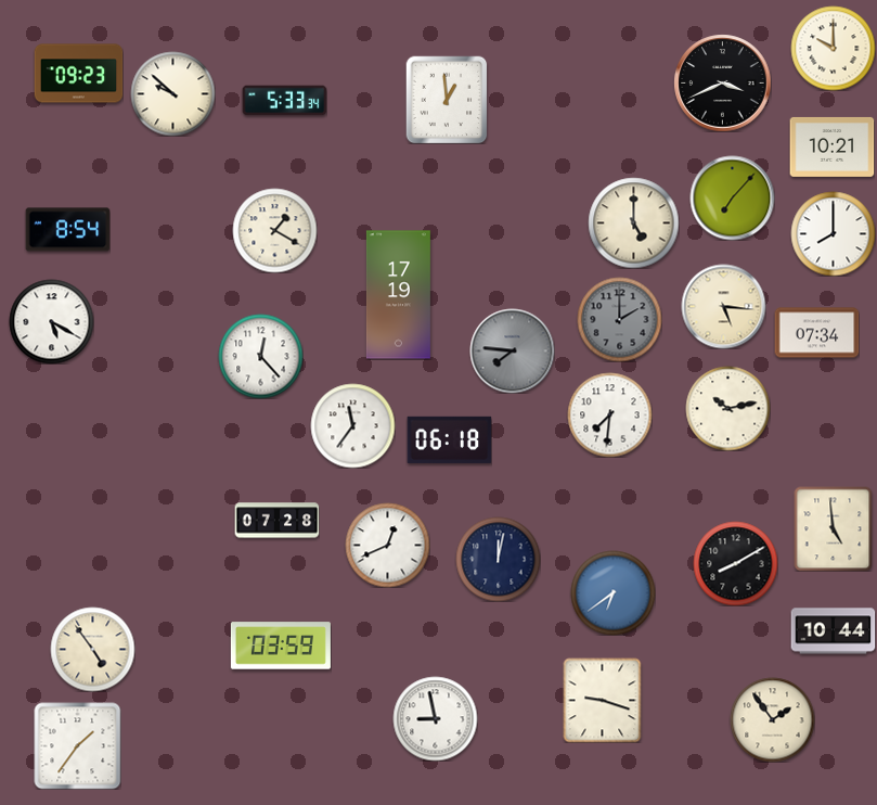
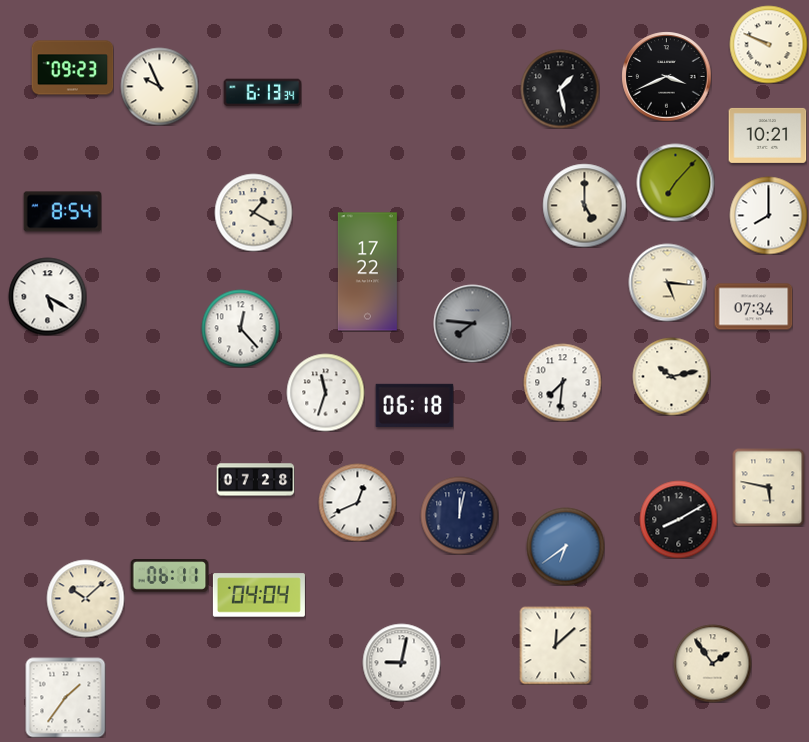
clock at (833, 48): 10:00 -> 9:49
clock at (172, 93): 9:52 -> 9:56
clock at (560, 89): none -> 1:28
clock at (447, 100): 12:59 -> none
clock at (284, 101): 5:33 -> 6:13
clock at (398, 295): 17:19 -> 17:22
clock at (619, 319): 2:00 -> none
clock at (352, 425): 11:36 -> 11:33
clock at (834, 528): 4:59 -> 5:47
clock at (169, 576): none -> 06:11
clock at (833, 631): 10:44 -> none
clock at (281, 646): 03:59 -> 04:04
clock at (92, 649): 4:54 -> 10:08
clock at (603, 700): 9:18 -> 12:08
clock at (435, 718): 8:58 -> 9:02
clock at (77, 745) position: (77, 745) -> (65, 697)
